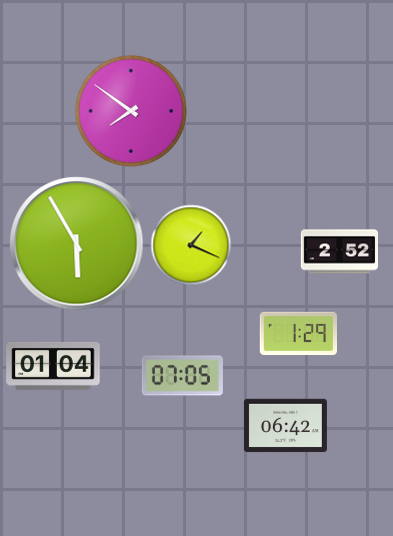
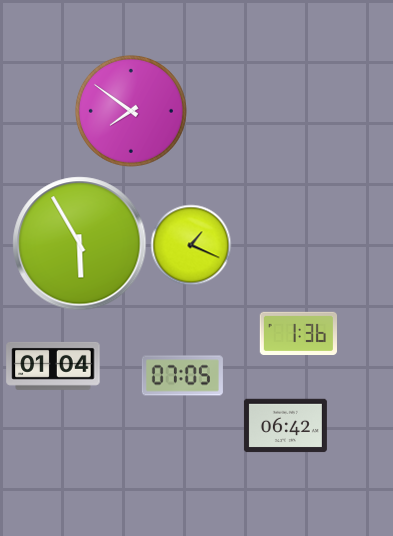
clock at (77, 244) position: (77, 244) -> (80, 244)
clock at (339, 252): 2:52 -> none
clock at (298, 333): 1:29 -> 1:36
